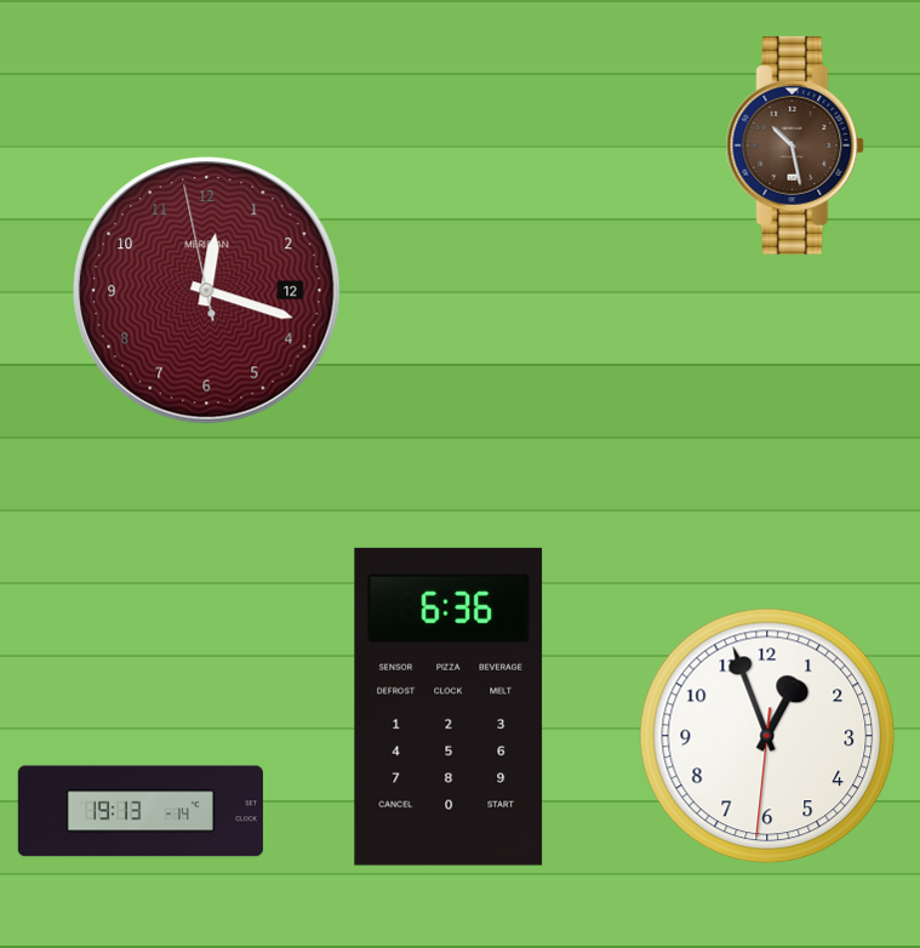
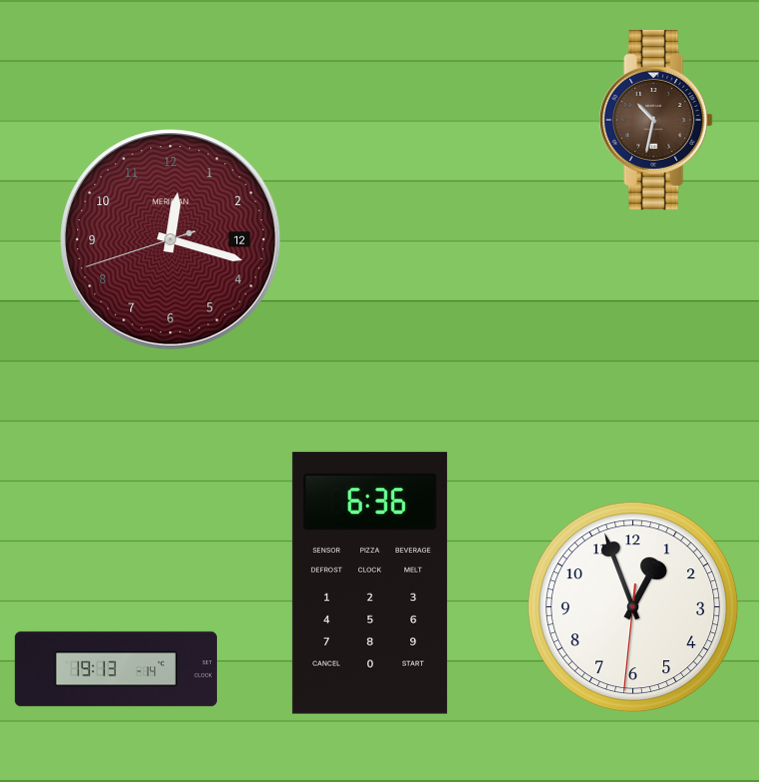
clock at (795, 145): 10:28 -> 10:32
clock at (207, 291): 12:17:58 -> 12:17:42
